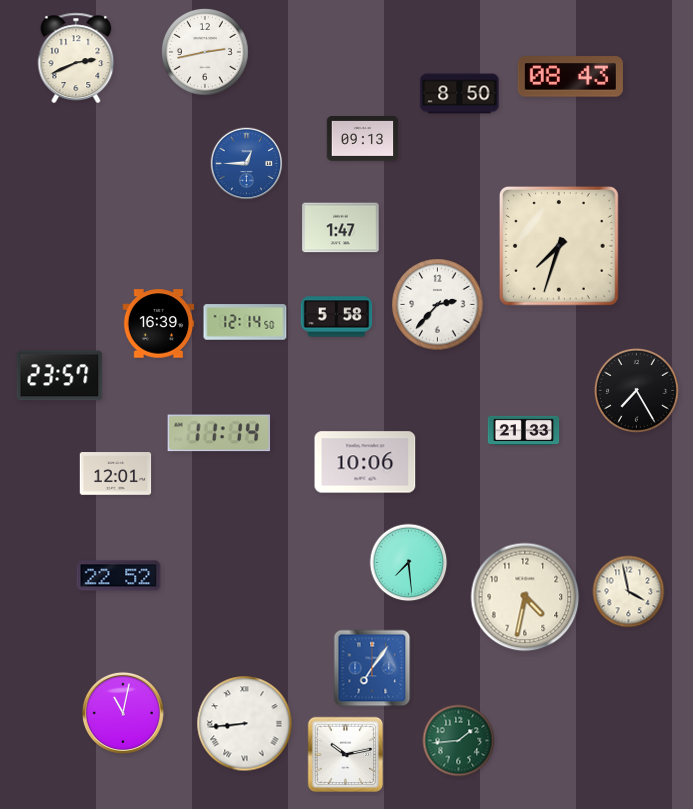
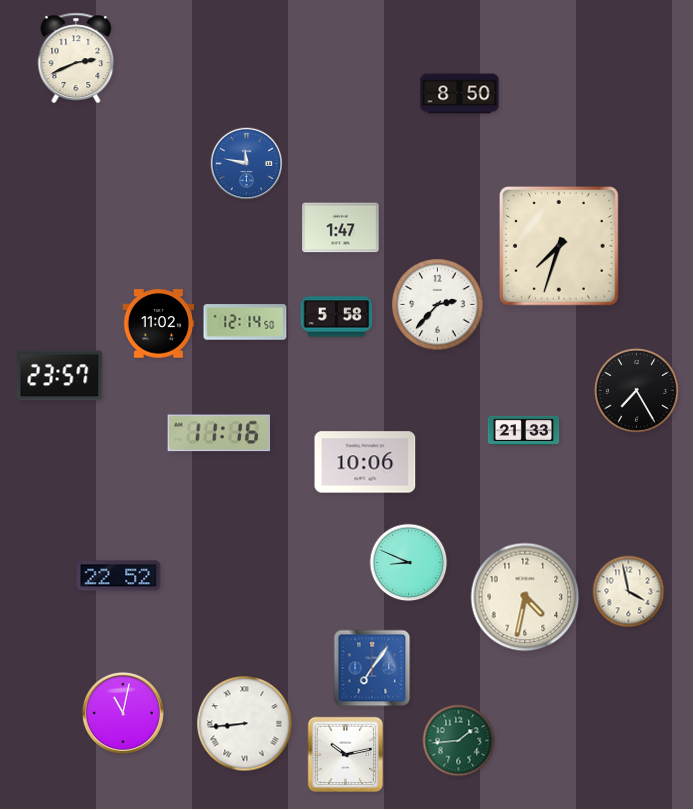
clock at (206, 53): 2:43 -> none
clock at (570, 77): 08:43 -> none
clock at (363, 139): 09:13 -> none
clock at (247, 164): 12:45 -> 11:47
clock at (159, 324): 16:39 -> 11:02
clock at (219, 433): 11:14 -> 11:16
clock at (116, 474): 12:01 -> none
clock at (409, 563): 7:29 -> 8:49
